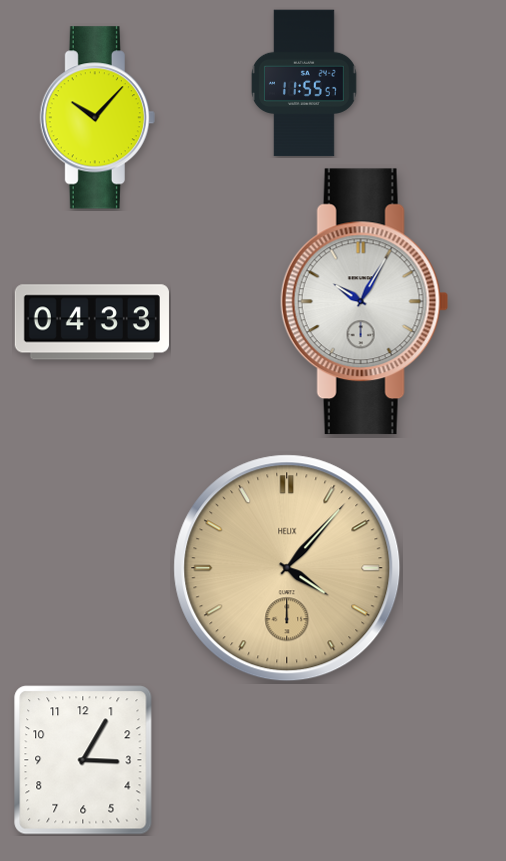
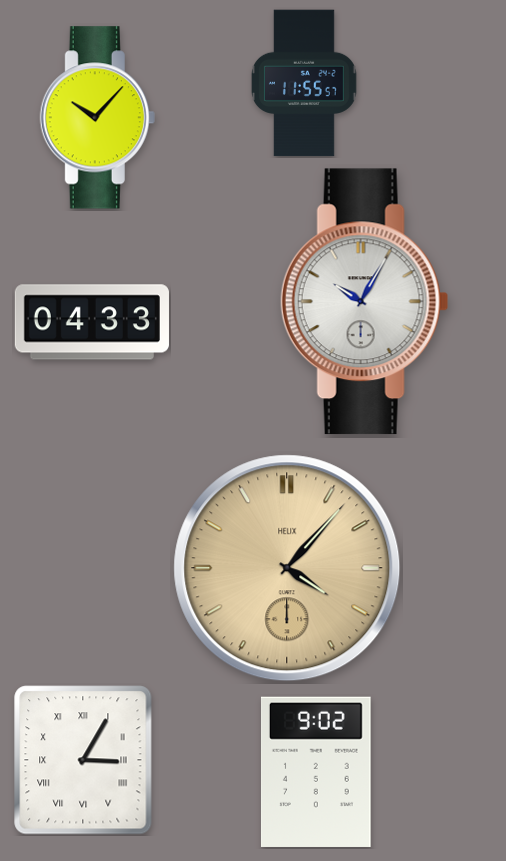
clock at (83, 760) numerals: Arabic -> Roman
clock at (316, 772): none -> 9:02
